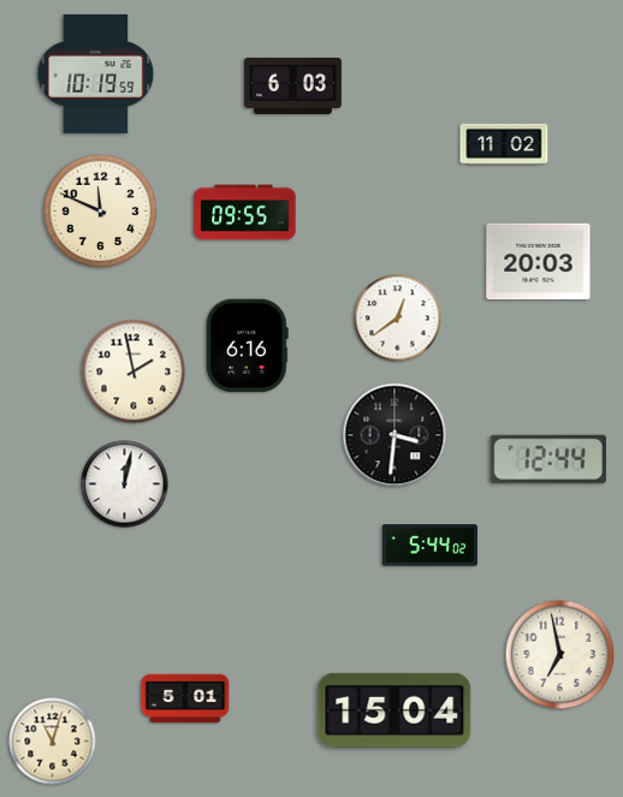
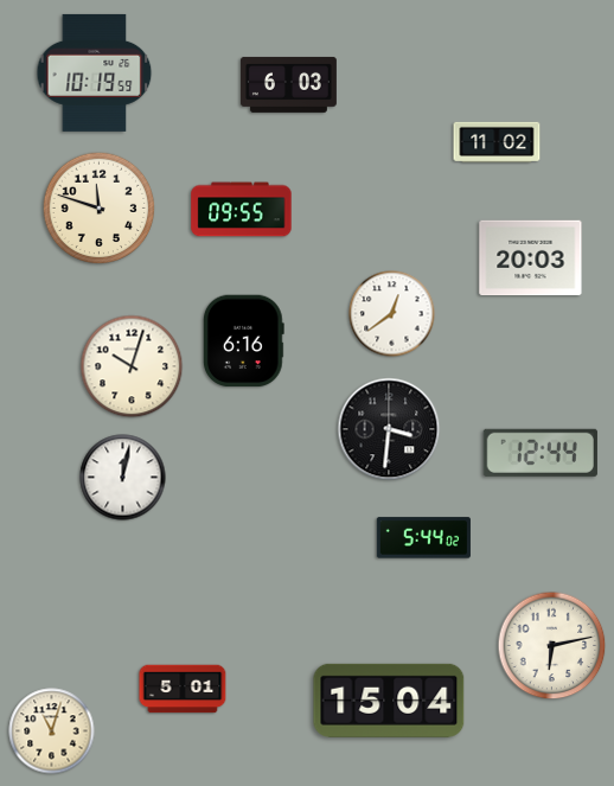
clock at (101, 212): 11:49 -> 11:48
clock at (133, 371): 1:58 -> 10:03
clock at (560, 655): 6:58 -> 6:13
